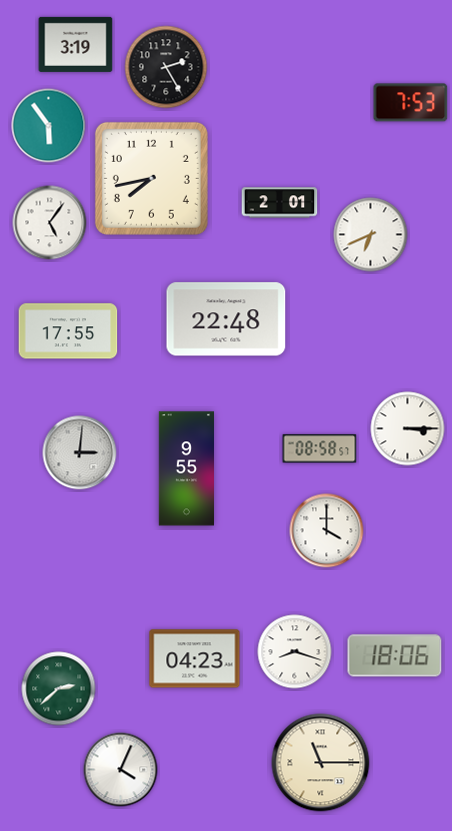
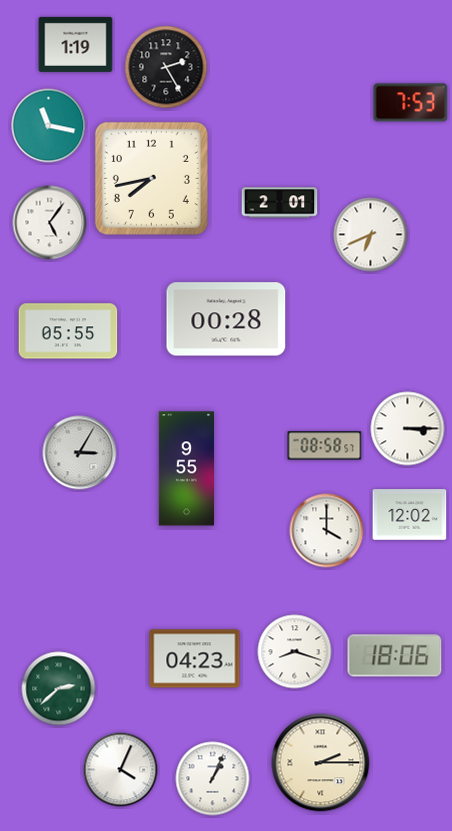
clock at (76, 44): 3:19 -> 1:19
clock at (49, 126): 5:54 -> 11:17
clock at (226, 319): 22:48 -> 00:28
clock at (68, 331): 17:55 -> 05:55
clock at (320, 449) position: (320, 449) -> (325, 446)
clock at (80, 453): 3:01 -> 3:05
clock at (410, 515): none -> 12:02
clock at (321, 763): 11:15 -> 2:15
clock at (213, 779): none -> 1:04
